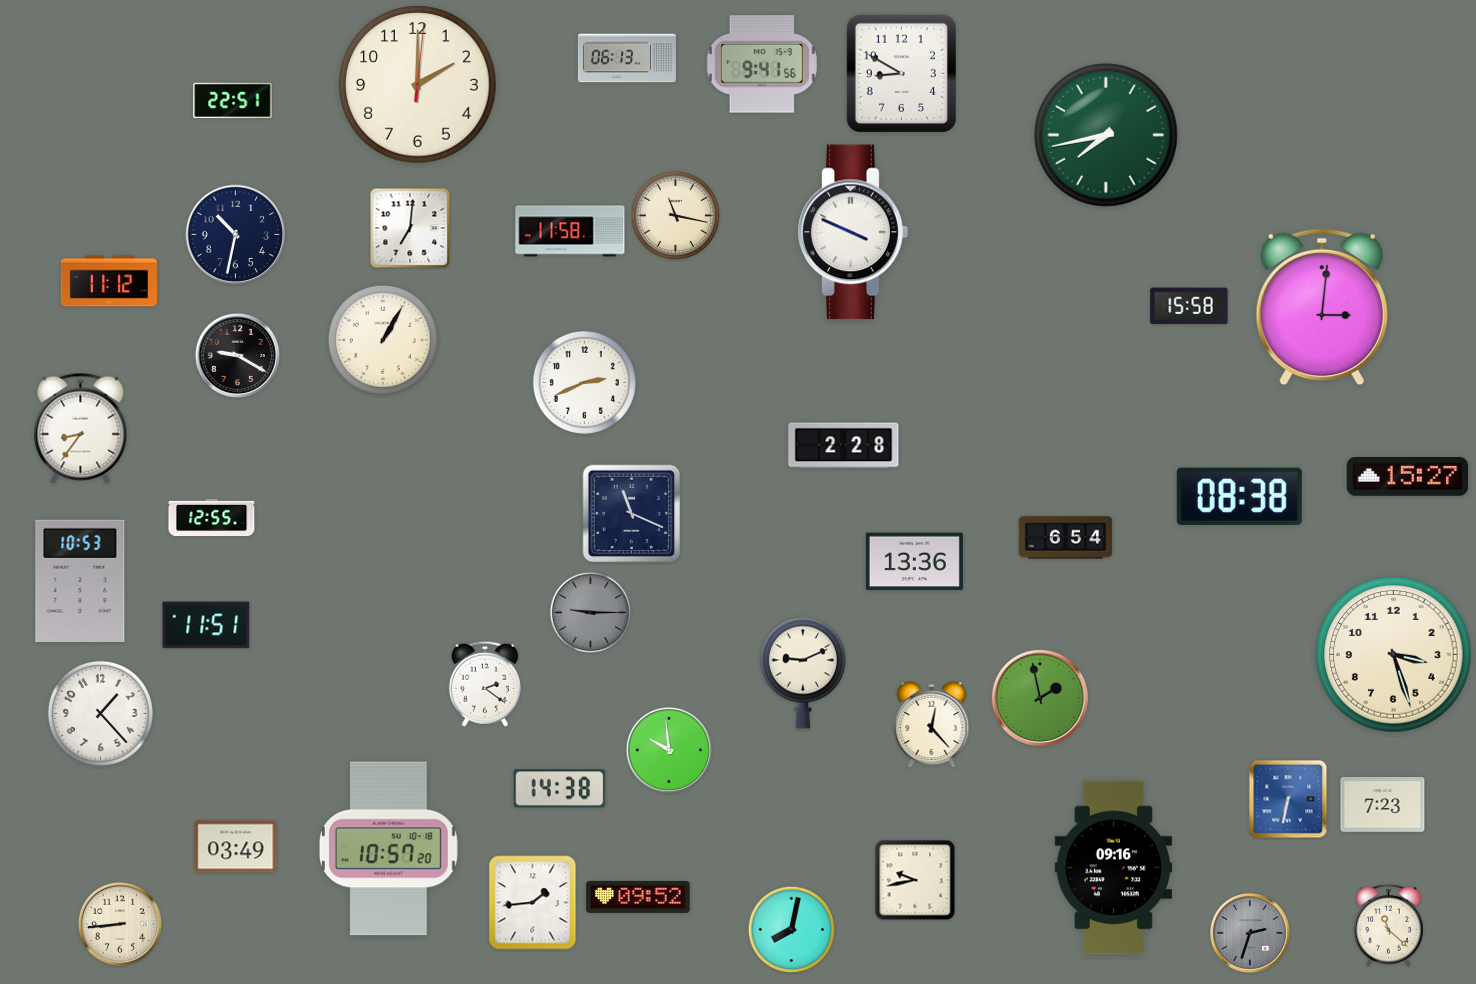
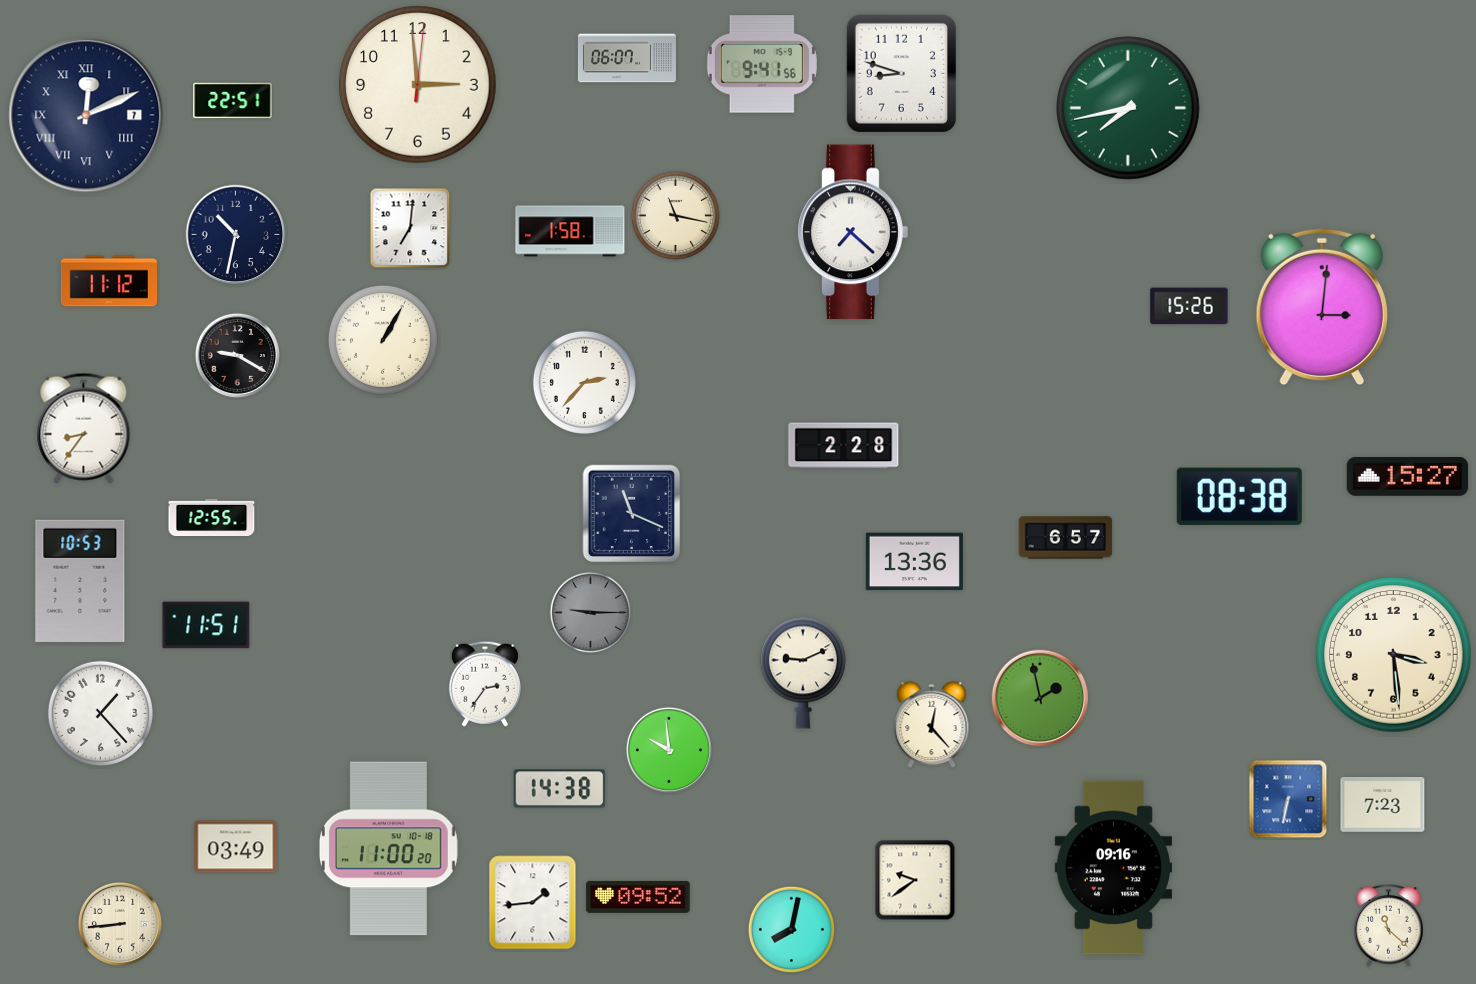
clock at (627, 58): 06:13 -> 06:07
clock at (901, 73): 8:50 -> 8:48
clock at (418, 85): 2:00 -> 2:59
clock at (86, 115): none -> 12:11
clock at (1107, 136) position: (1107, 136) -> (1129, 109)
clock at (570, 231): 11:58 -> 1:58
clock at (853, 232): 3:49 -> 7:22
clock at (1189, 306): 15:58 -> 15:26
clock at (584, 382): 2:41 -> 2:37
clock at (81, 428) position: (81, 428) -> (84, 428)
clock at (1066, 538): 6:54 -> 6:57
clock at (1394, 655): 3:27 -> 3:29
clock at (485, 684): 2:21 -> 2:36
clock at (388, 849): 10:57 -> 11:00
clock at (915, 880): 9:43 -> 9:39
clock at (1250, 933): 2:33 -> none
